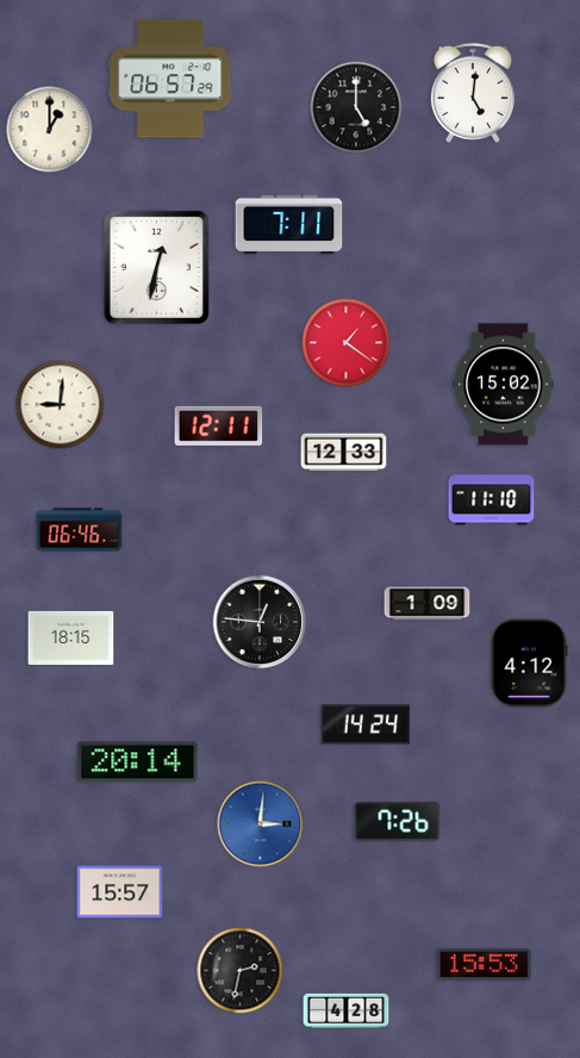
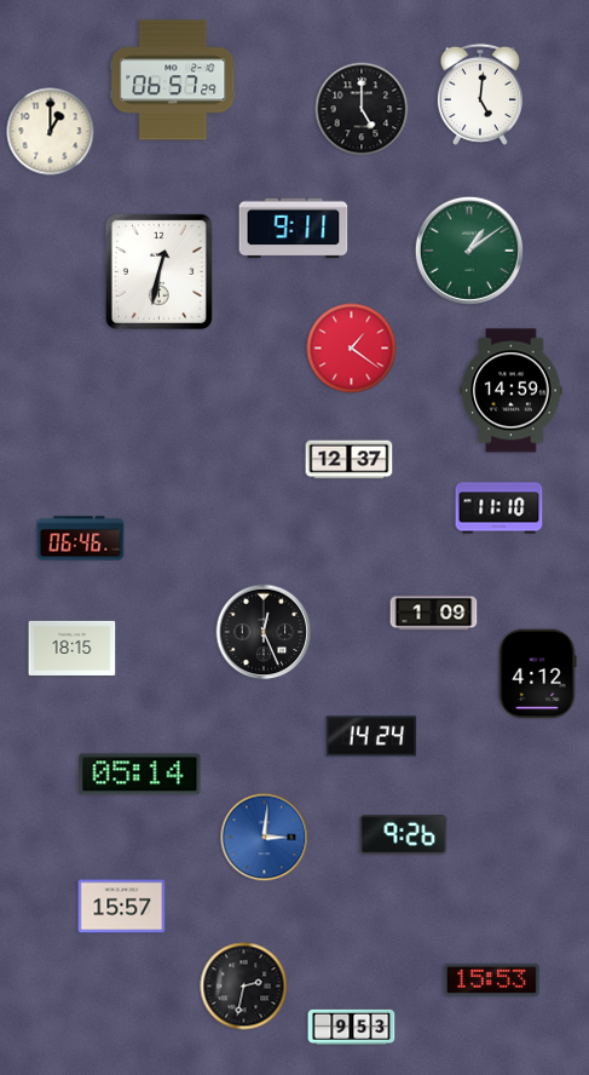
clock at (289, 225): 7:11 -> 9:11
clock at (469, 251): none -> 1:09
clock at (504, 385): 15:02 -> 14:59
clock at (61, 405): 9:01 -> none
clock at (219, 425): 12:11 -> none
clock at (344, 453): 12:33 -> 12:37
clock at (260, 622): 12:46 -> 12:26
clock at (138, 763): 20:14 -> 05:14
clock at (398, 822): 7:26 -> 9:26
clock at (347, 1010): 4:28 -> 9:53
